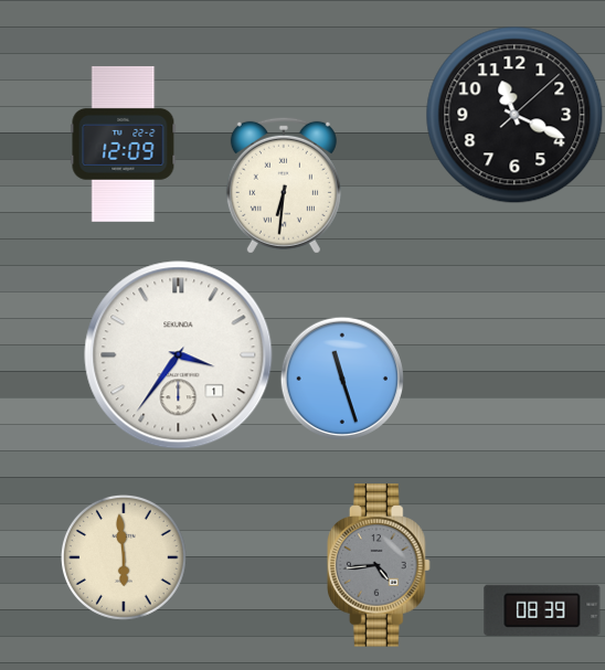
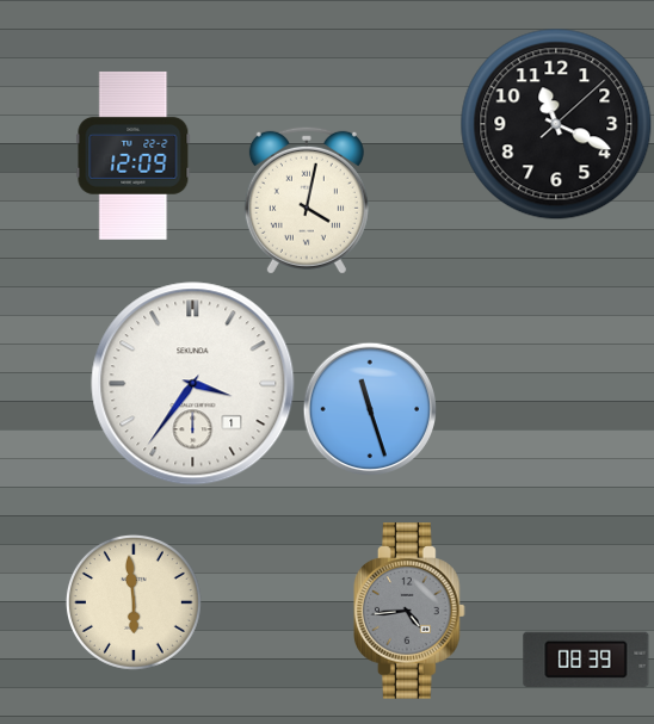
clock at (284, 185): 6:31 -> 4:02
